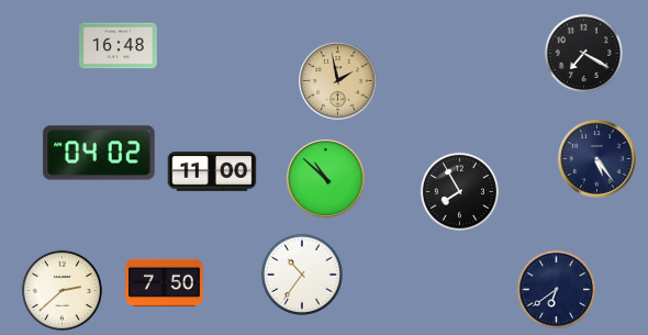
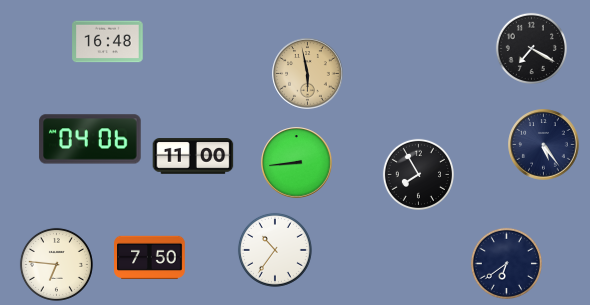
clock at (338, 81): 1:58 -> 5:58
clock at (99, 153): 04:02 -> 04:06
clock at (326, 179): 10:52 -> 8:44
clock at (62, 290): 2:38 -> 6:46
